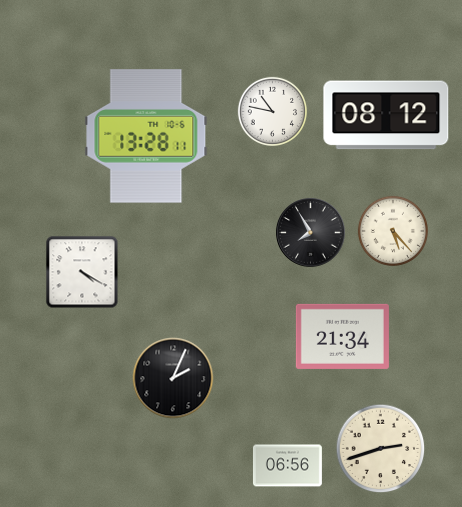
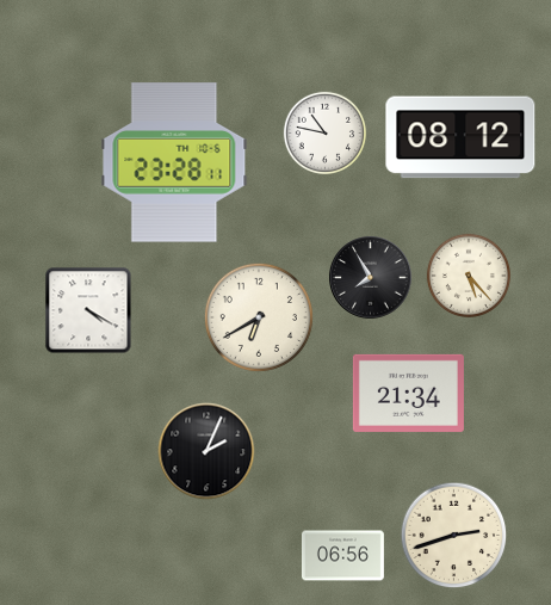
clock at (146, 136): 13:28 -> 23:28
clock at (259, 317): none -> 6:40
clock at (82, 272) position: (82, 272) -> (88, 310)
clock at (342, 336) position: (342, 336) -> (408, 393)
